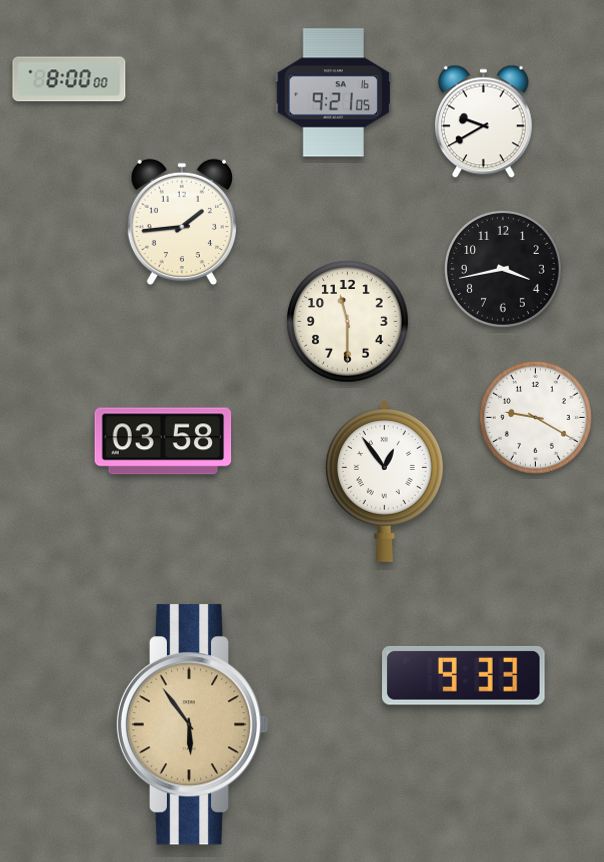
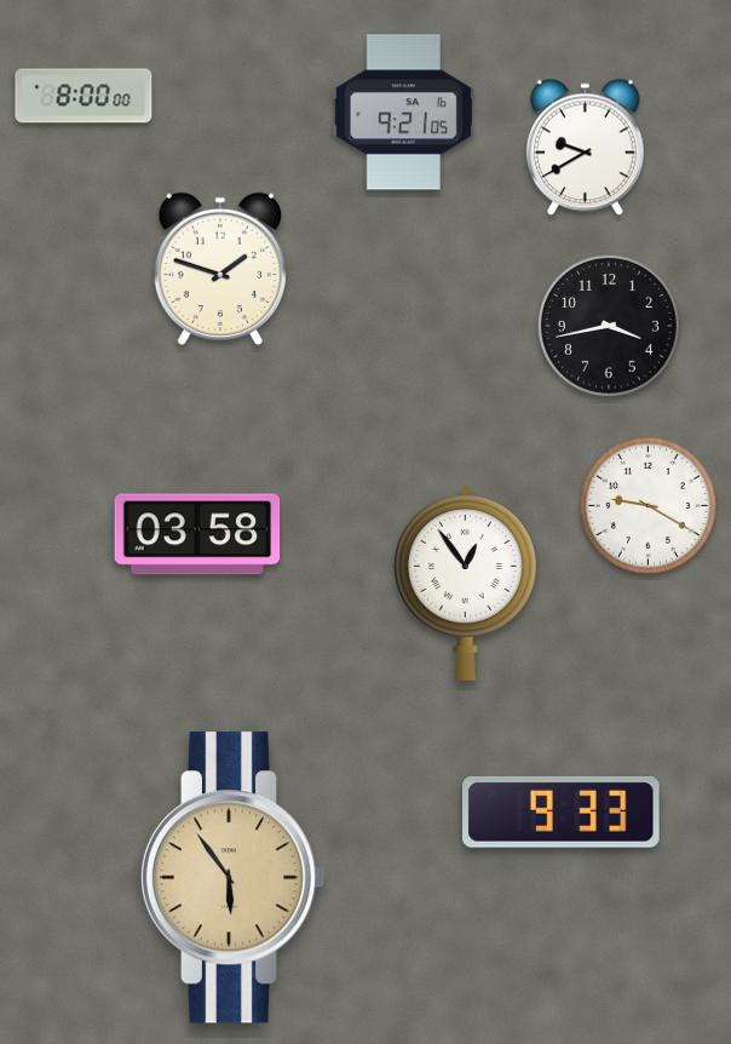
clock at (181, 222): 1:44 -> 1:48
clock at (348, 322): 11:30 -> none
clock at (464, 676) position: (464, 676) -> (562, 813)
